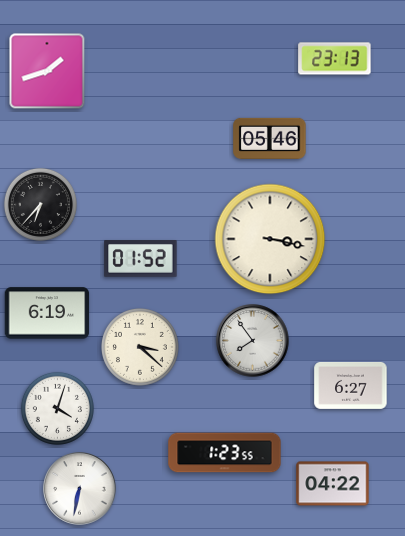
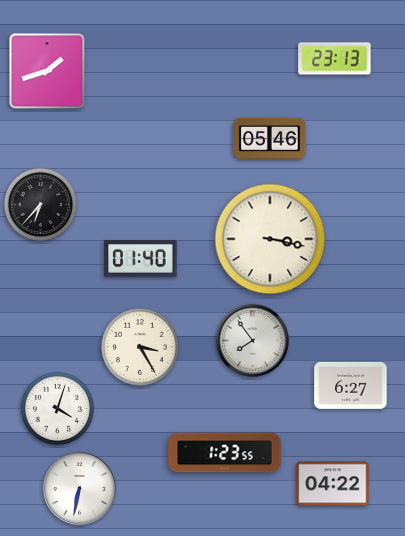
clock at (141, 259): 01:52 -> 01:40
clock at (47, 313): 6:19 -> none
clock at (141, 348): 3:22 -> 3:25
